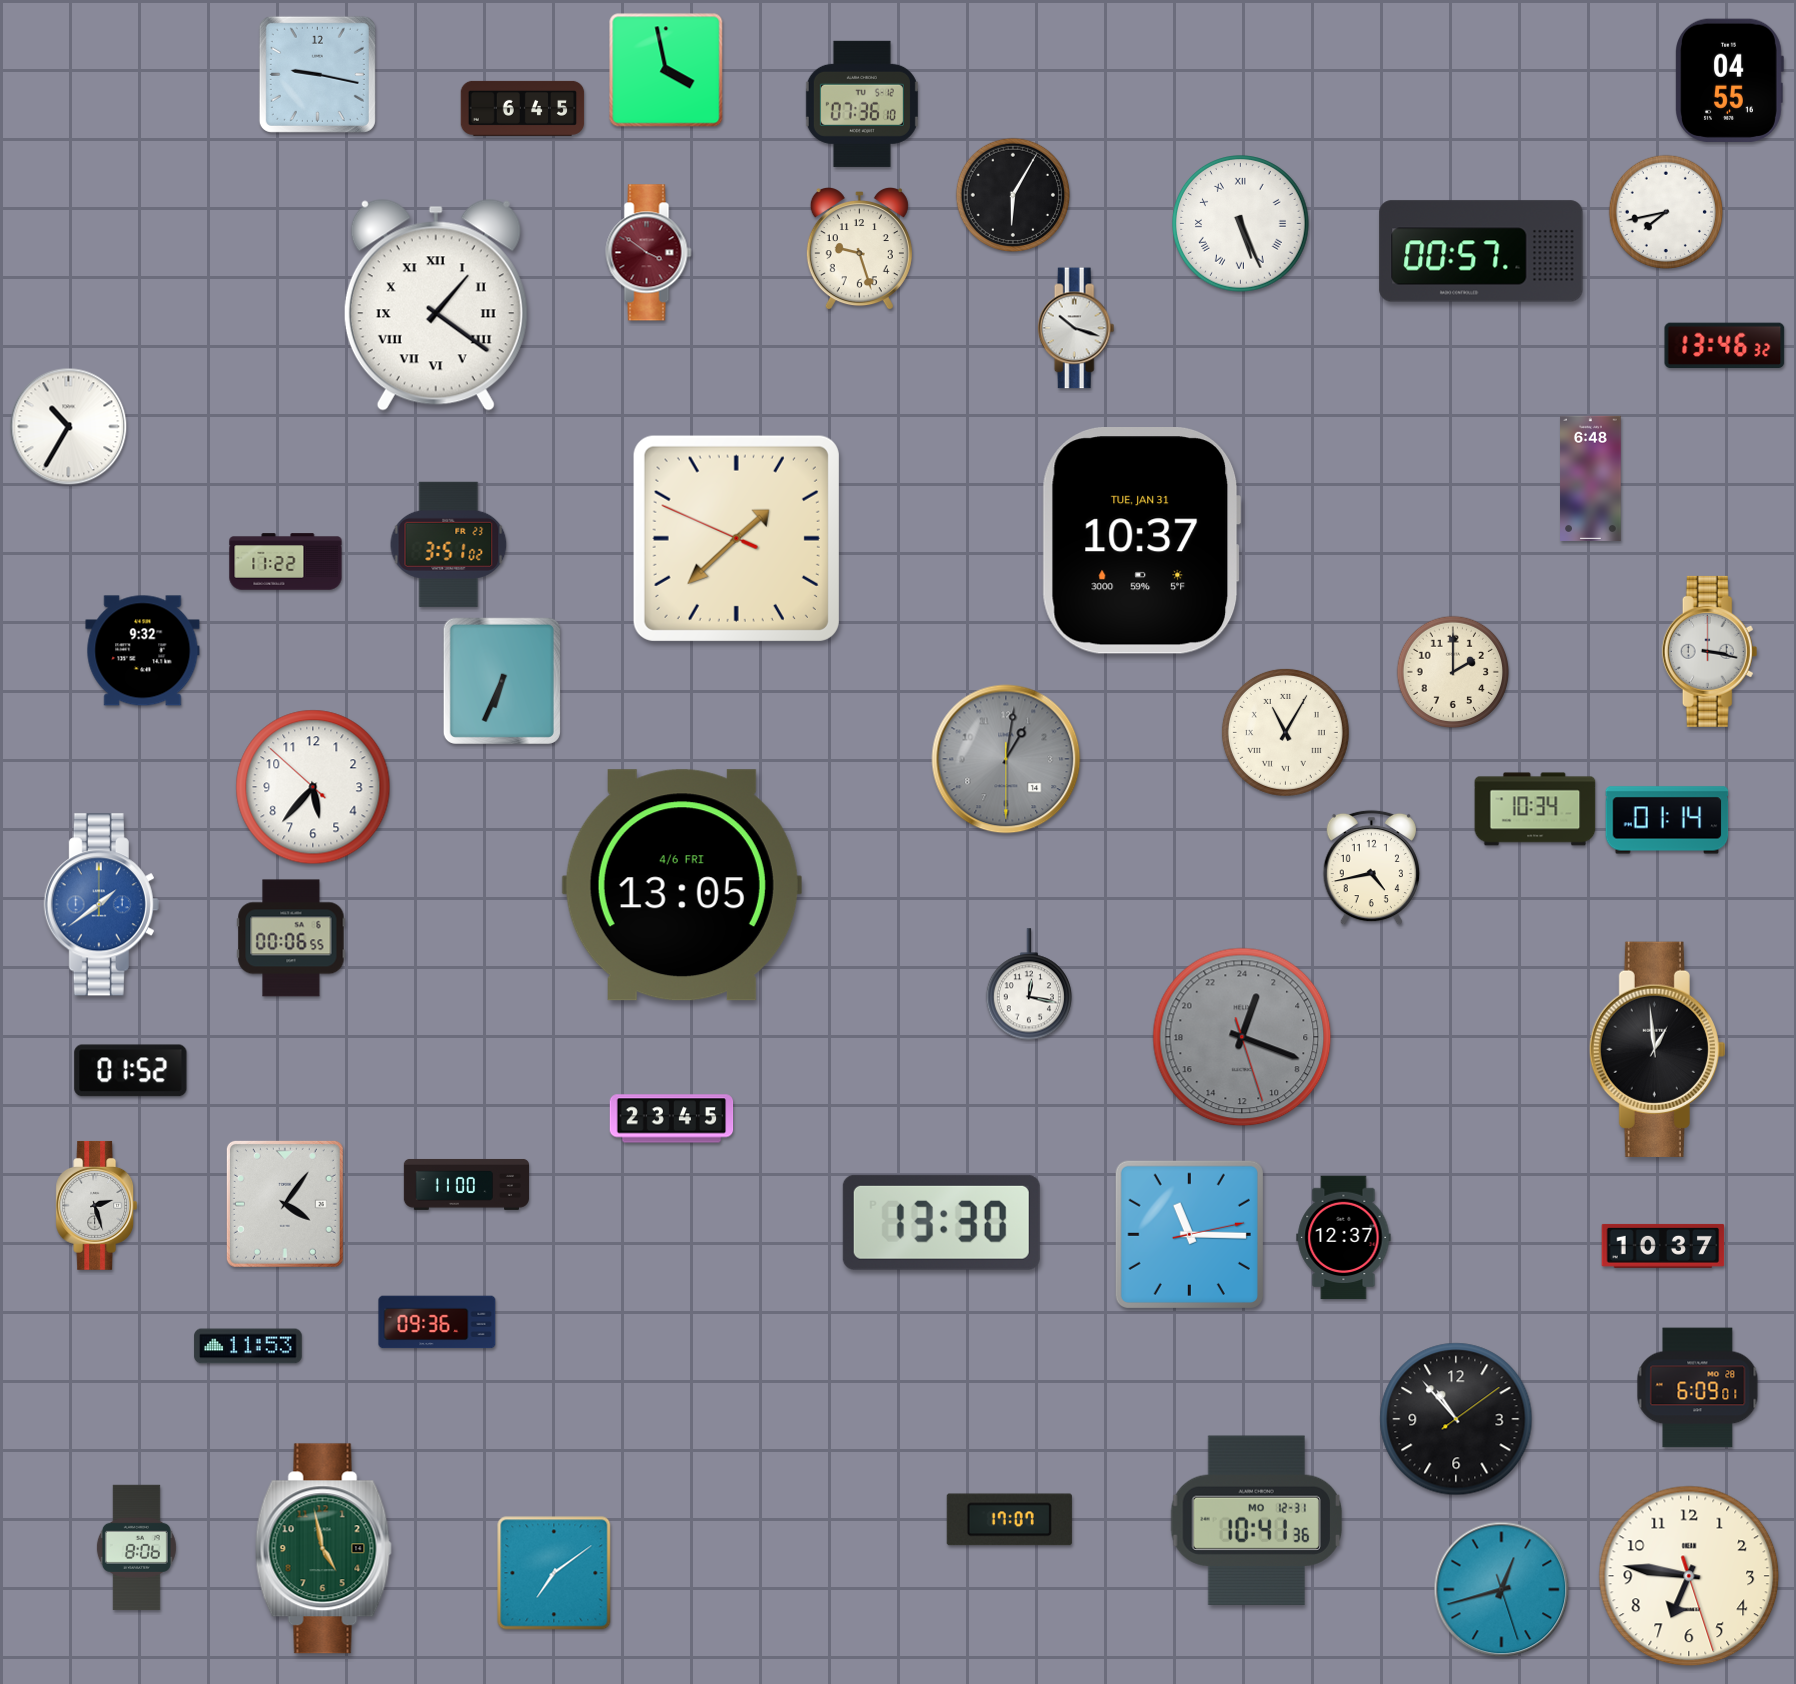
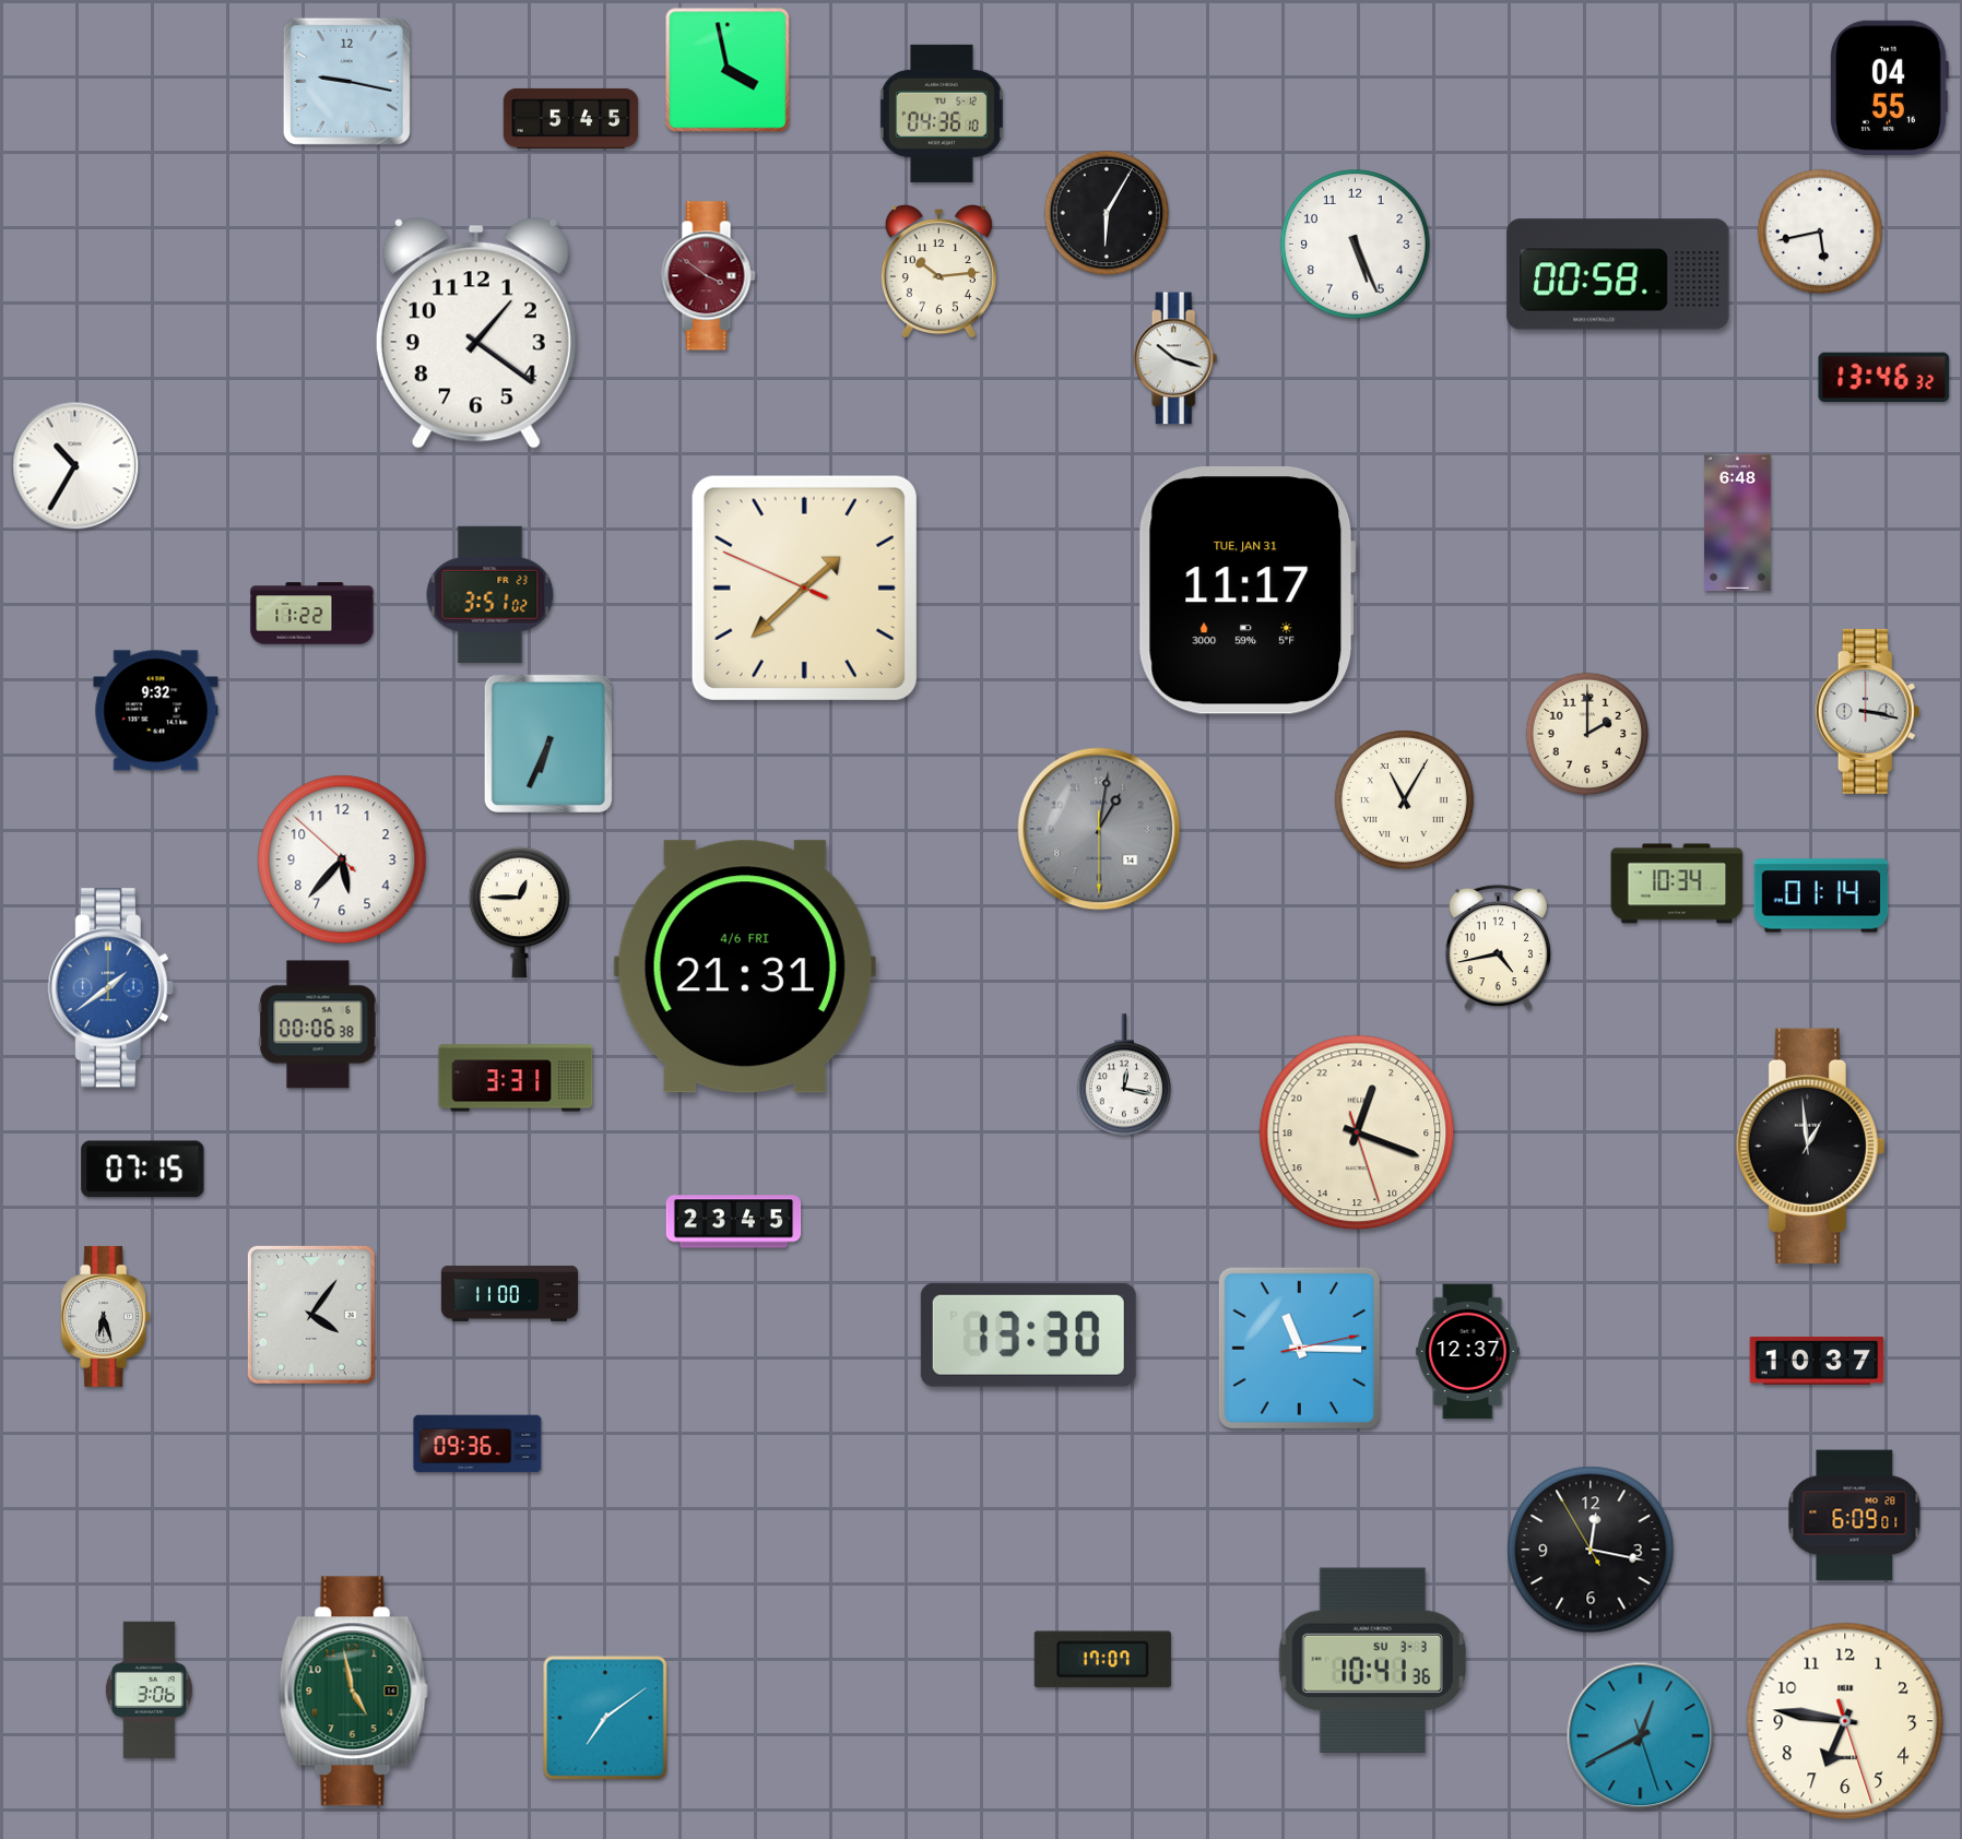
clock at (666, 70) position: (666, 70) -> (728, 70)
clock at (862, 104): 07:36 -> 04:36
clock at (523, 108): 6:45 -> 5:45
clock at (1665, 211): 7:43 -> 5:43
clock at (1241, 224) numerals: Roman -> Arabic
clock at (859, 250): 9:27 -> 10:14
clock at (1481, 251): 00:57 -> 00:58
clock at (436, 305) numerals: Roman -> Arabic
clock at (1141, 541): 10:37 -> 11:17
clock at (519, 913): none -> 12:45
clock at (682, 885): 13:05 -> 21:31
clock at (291, 938): 00:06:55 -> 00:06:38
clock at (516, 1078): none -> 3:31
clock at (1242, 1037) dial: grey -> cream
clock at (131, 1071): 01:52 -> 07:15
clock at (97, 1205): 2:27 -> 6:27
clock at (248, 1346): 11:53 -> none
clock at (1456, 1419): 10:53 -> 12:16
clock at (1256, 1520) date: MO 12-31 -> SU 3-3
clock at (136, 1547): 8:06 -> 3:06
clock at (1502, 1590): 12:42 -> 12:40
